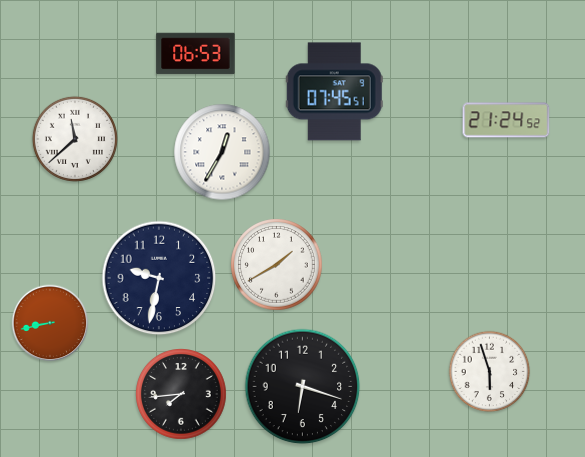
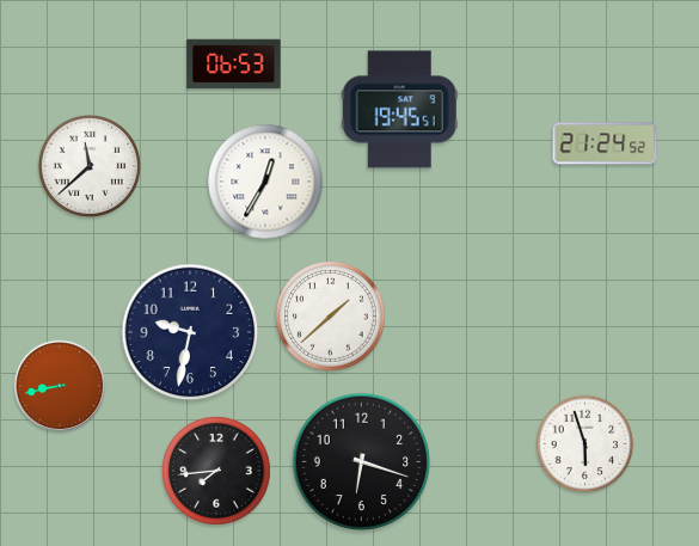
clock at (334, 92): 07:45 -> 19:45
clock at (277, 265): 1:40 -> 1:38
